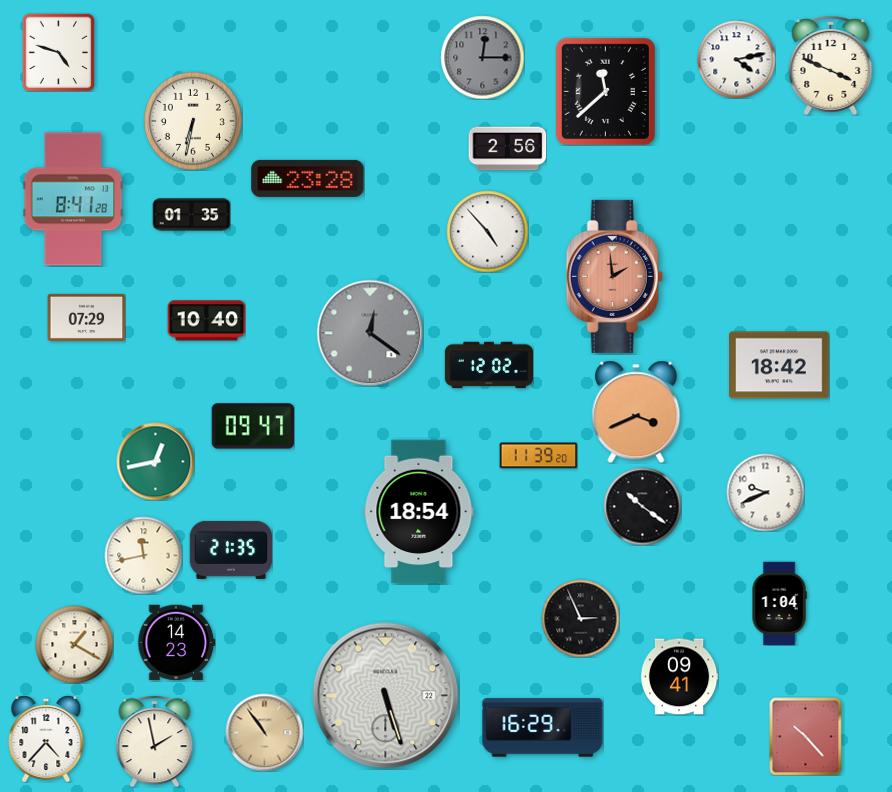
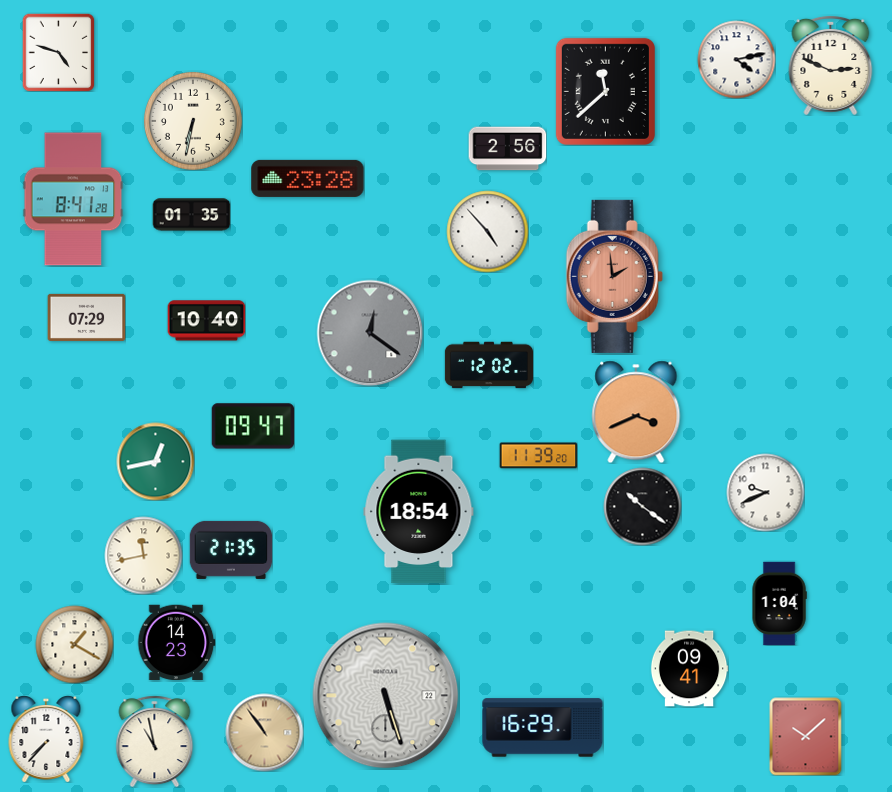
clock at (482, 57): 12:15 -> none
clock at (831, 65): 3:49 -> 2:49
clock at (780, 365): 18:42 -> none
clock at (580, 618): 2:56 -> none
clock at (679, 677) position: (679, 677) -> (689, 669)
clock at (806, 736): 10:23 -> 10:08
clock at (46, 739): 4:37 -> 7:37
clock at (155, 741): 1:58 -> 10:58
